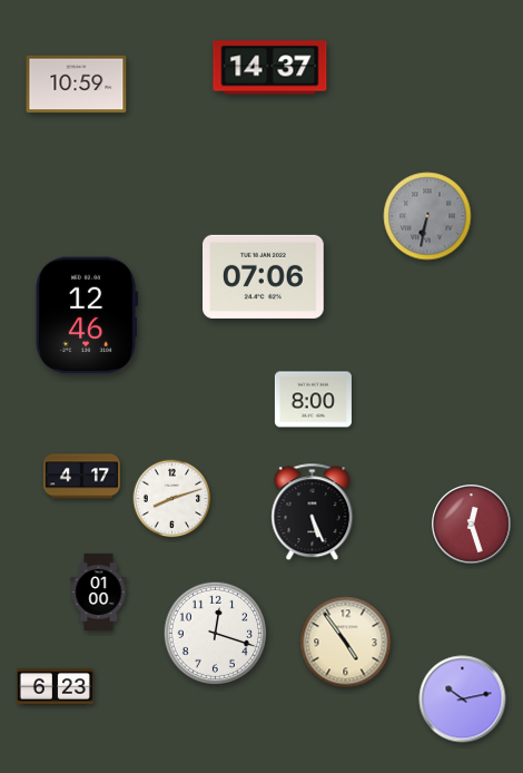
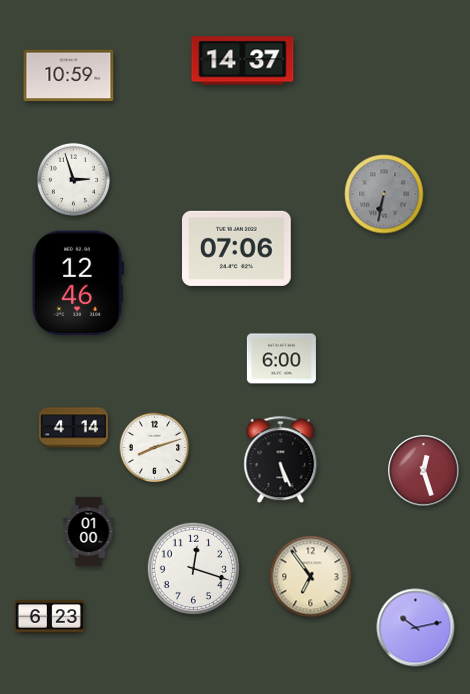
clock at (73, 179): none -> 2:57
clock at (313, 400): 8:00 -> 6:00
clock at (81, 477): 4:17 -> 4:14
clock at (346, 643): 4:54 -> 6:54
